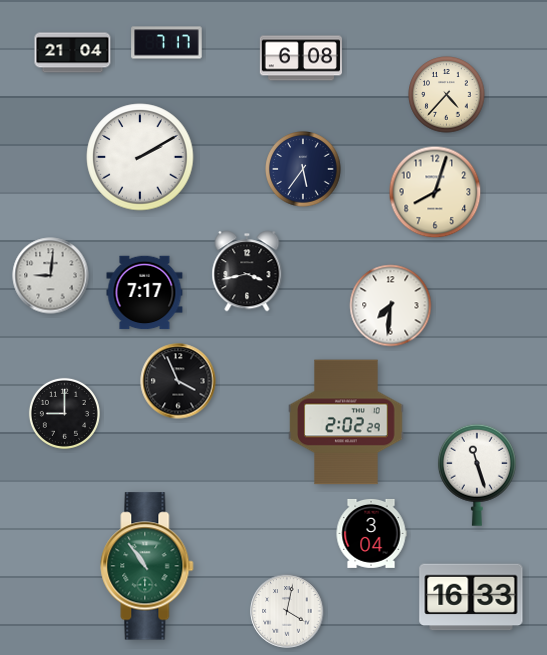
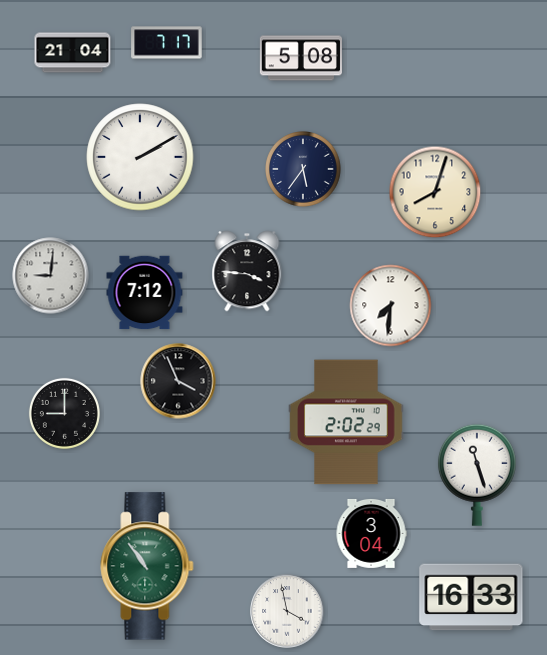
clock at (300, 58): 6:08 -> 5:08
clock at (447, 95): 4:37 -> none
clock at (247, 271): 3:43 -> 3:46
clock at (145, 293): 7:17 -> 7:12
clock at (287, 611): 4:02 -> 3:58
